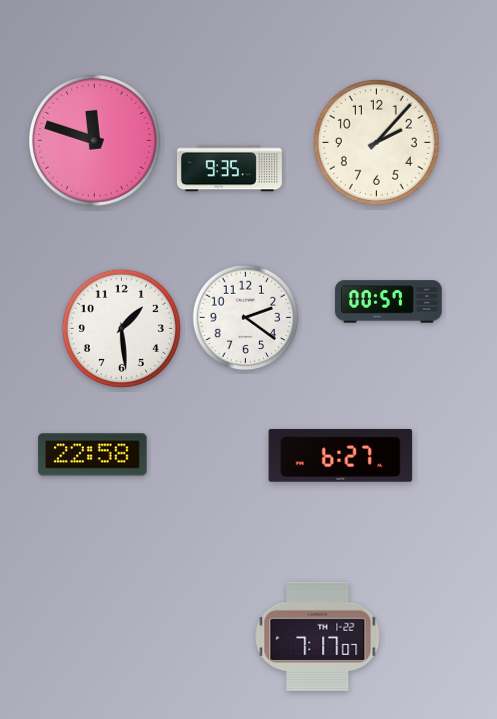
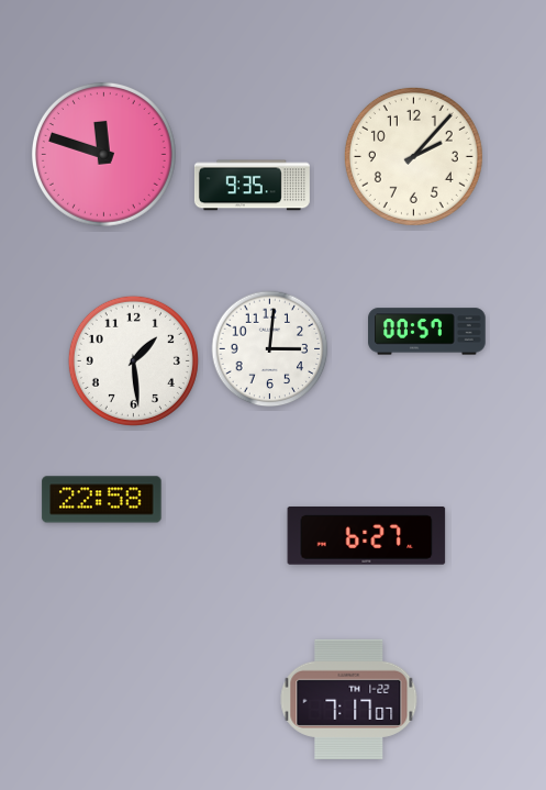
clock at (246, 318): 2:21 -> 3:01
clock at (341, 455) position: (341, 455) -> (367, 535)
